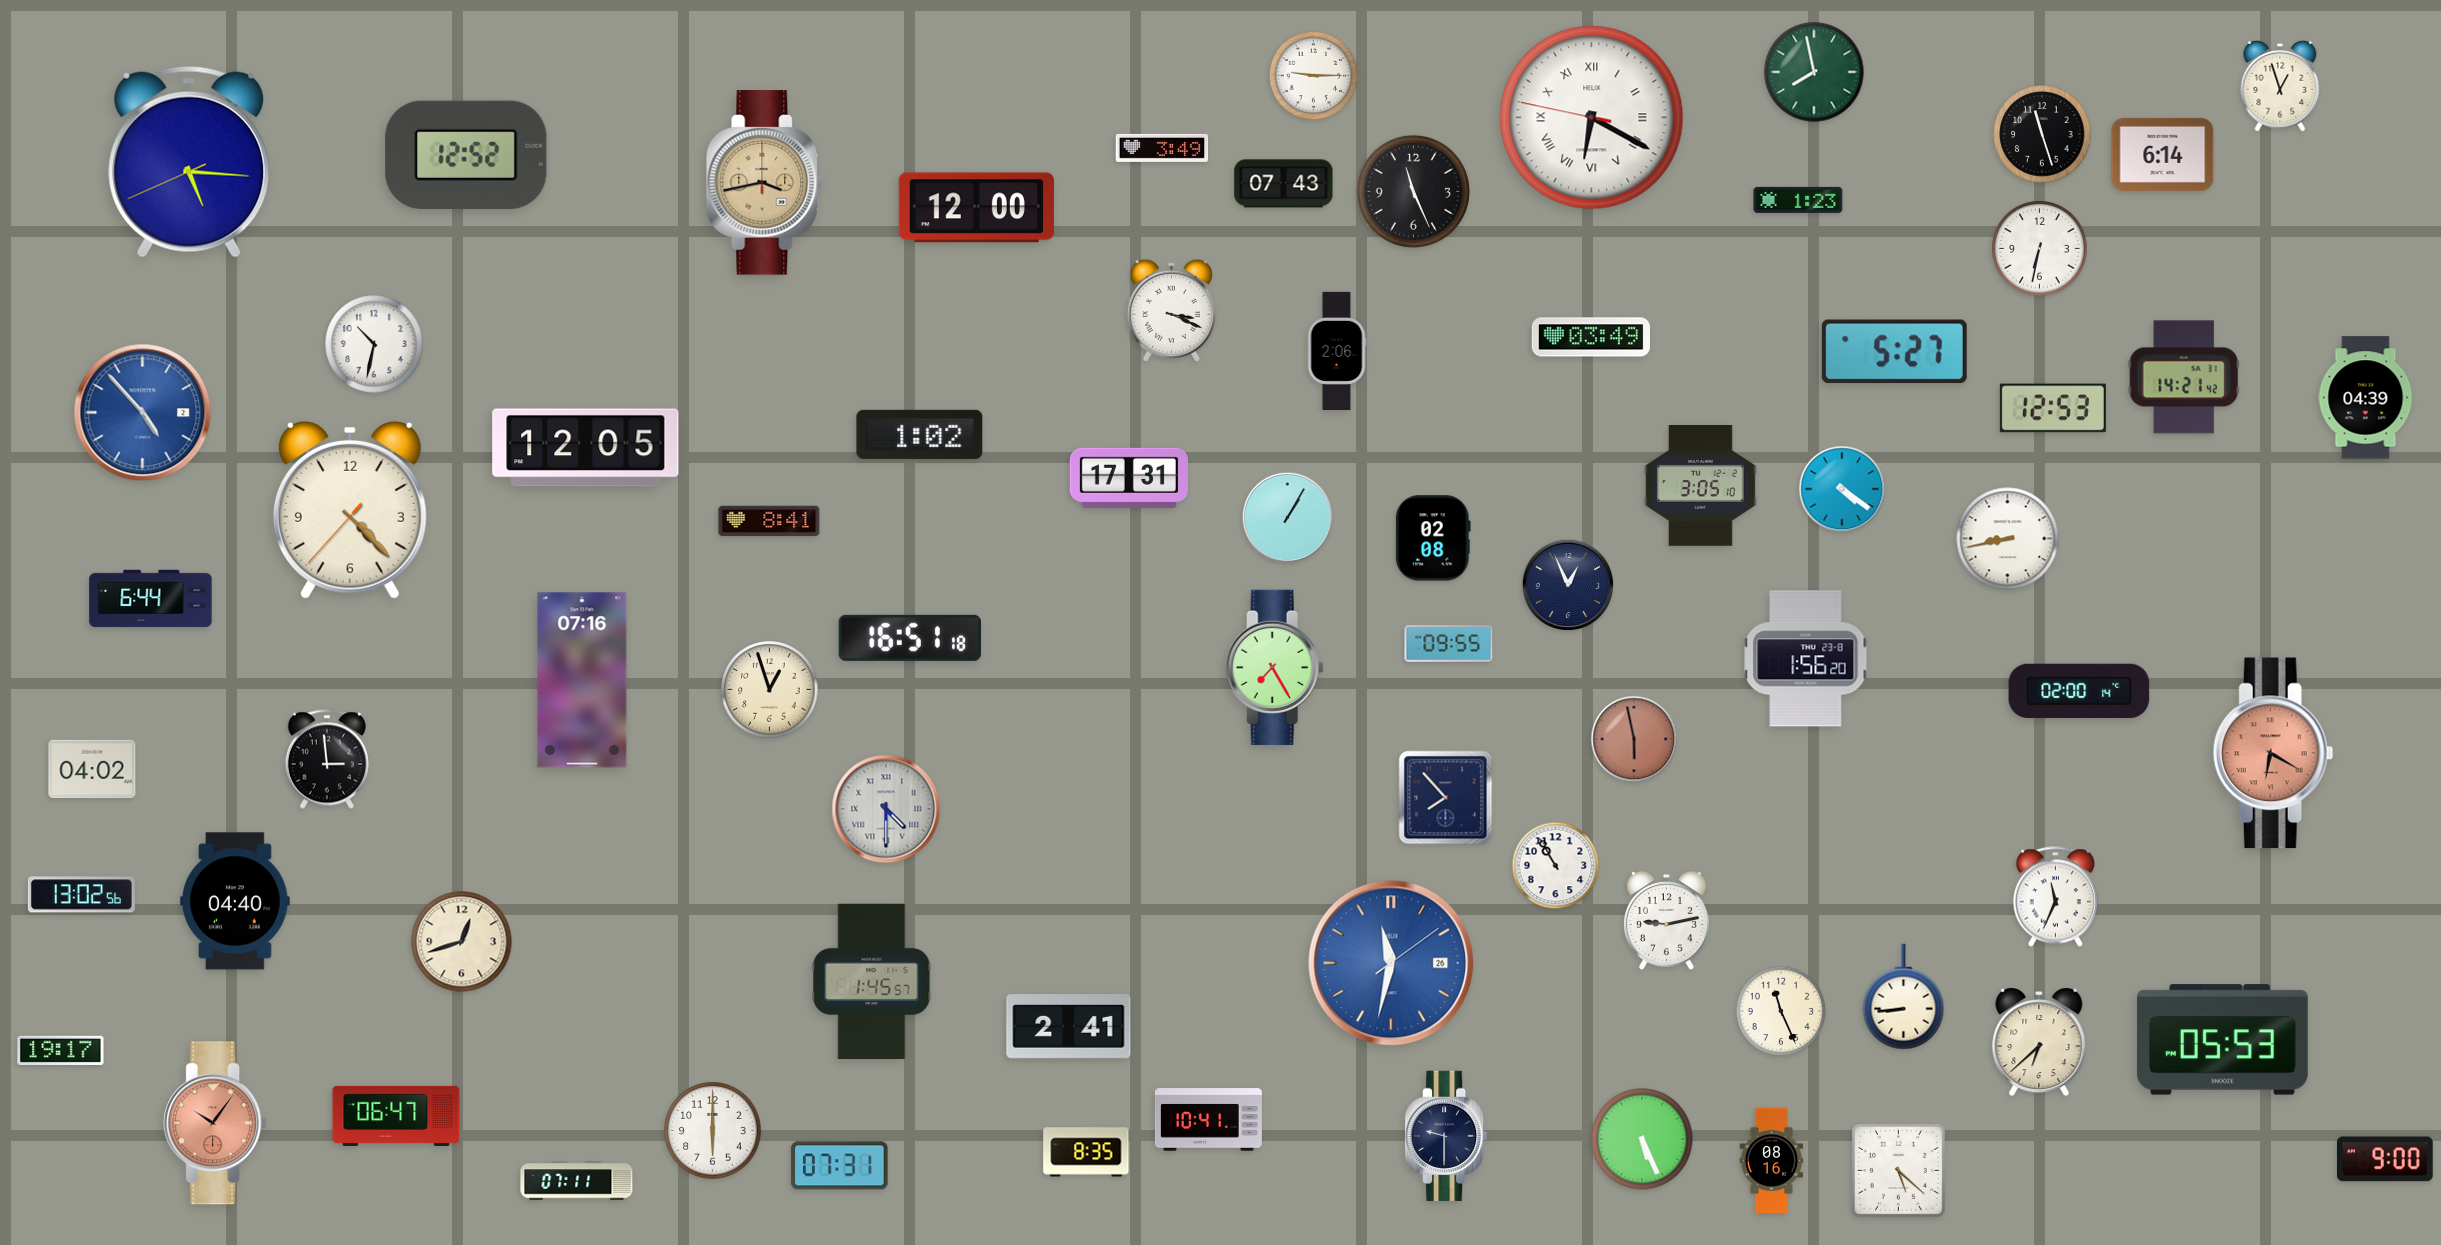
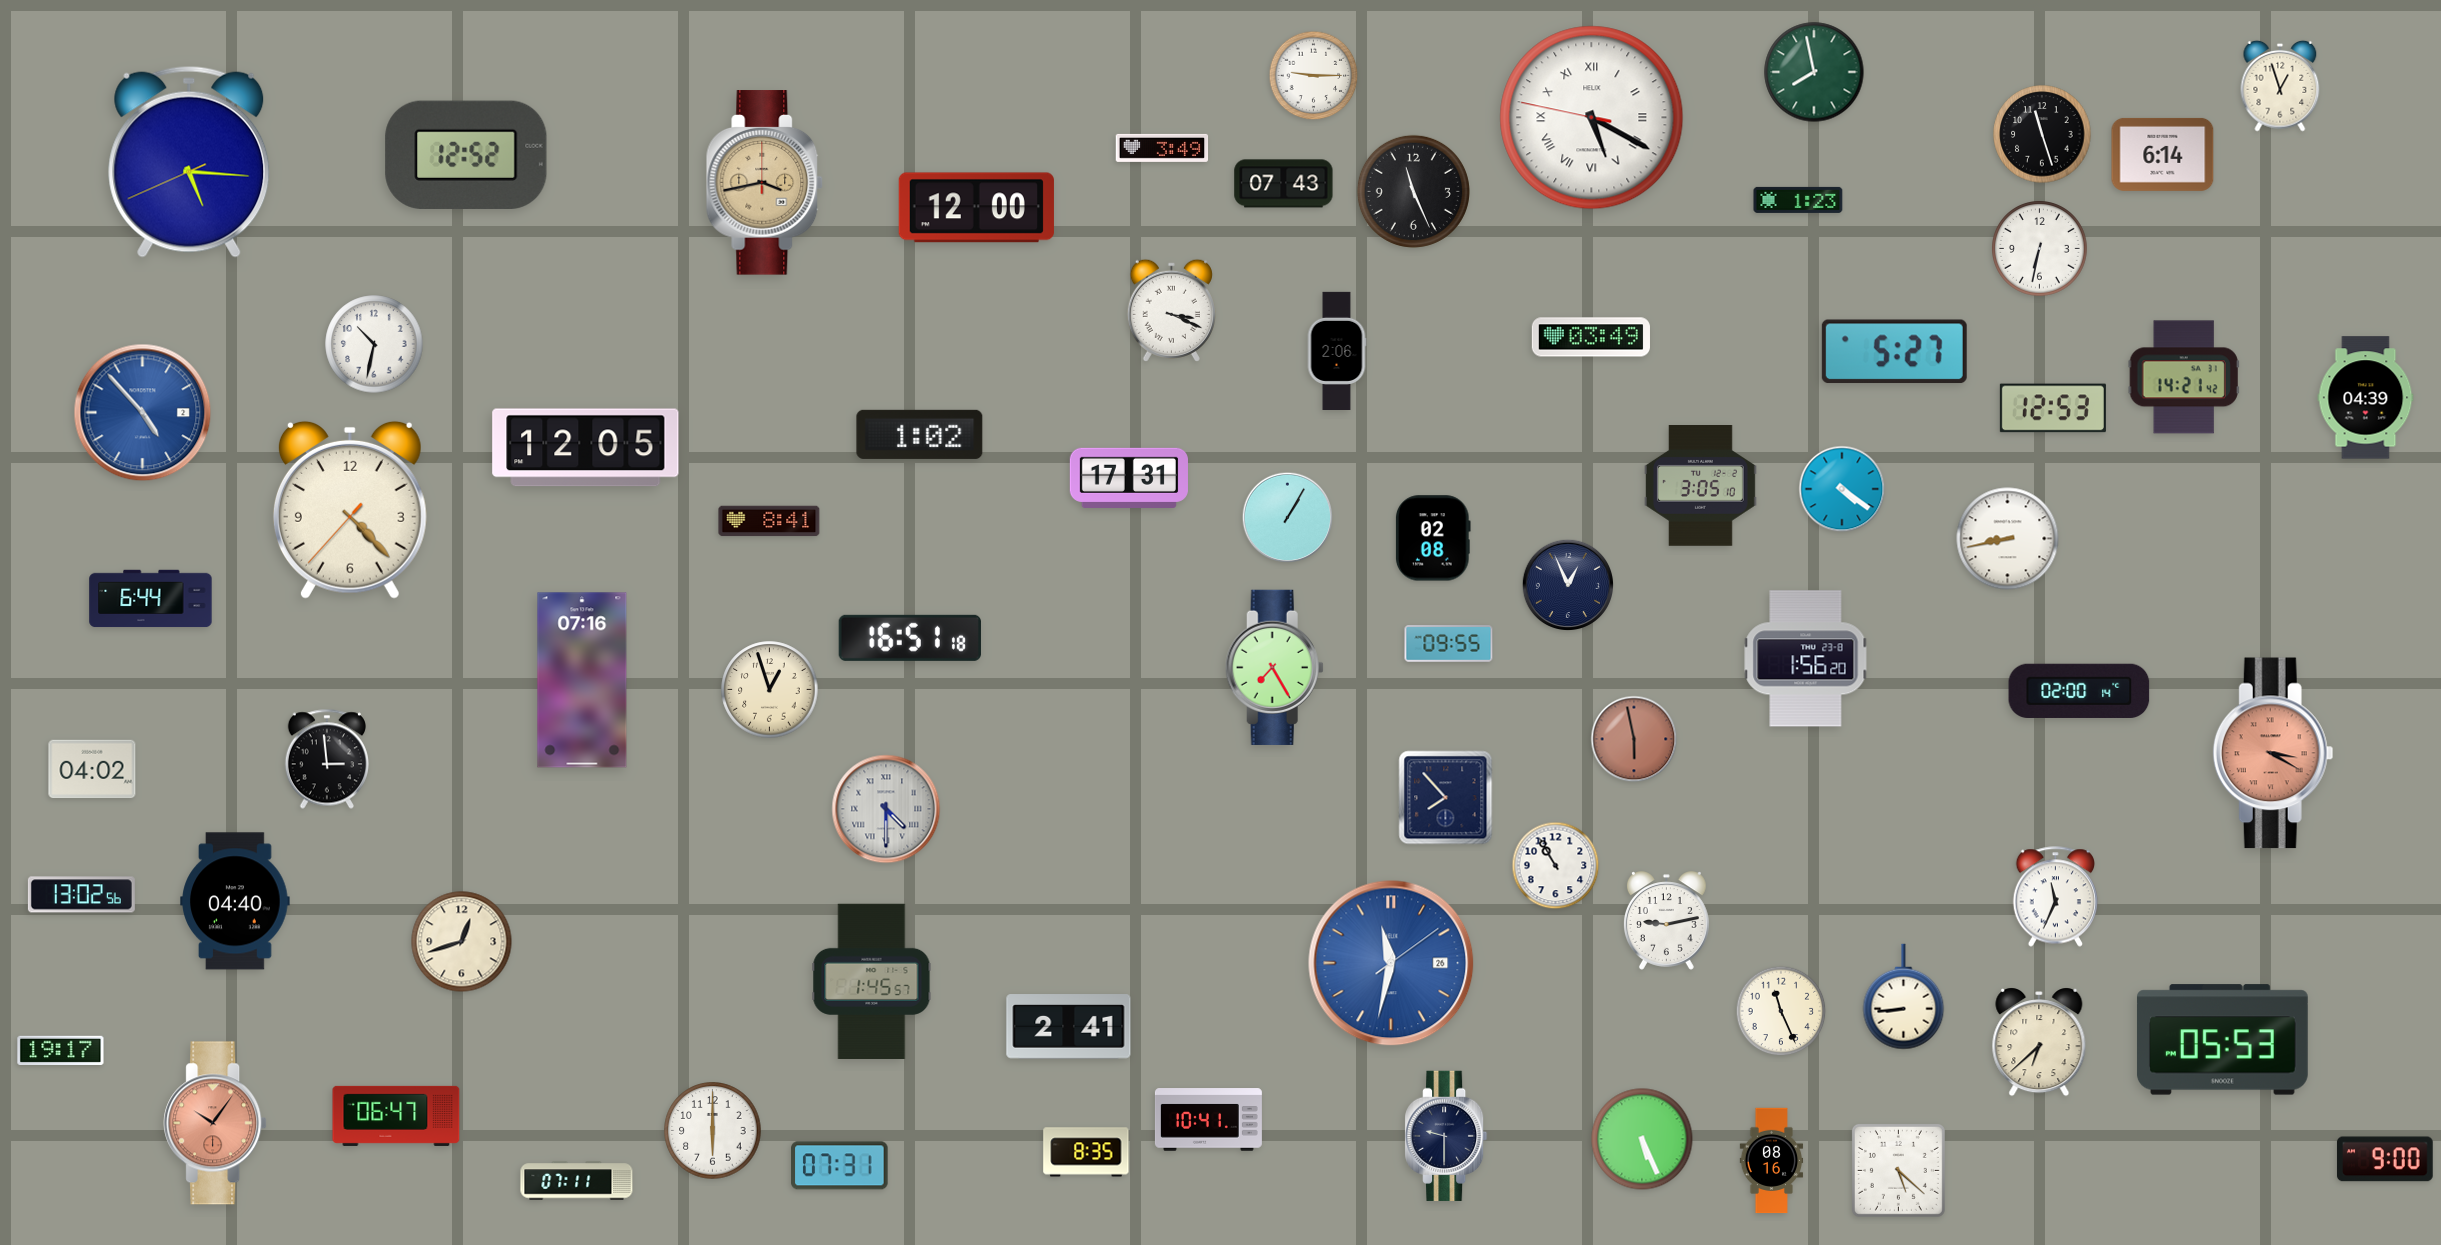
clock at (1592, 118): 6:19 -> 5:19
clock at (2273, 753): 6:20 -> 3:20
